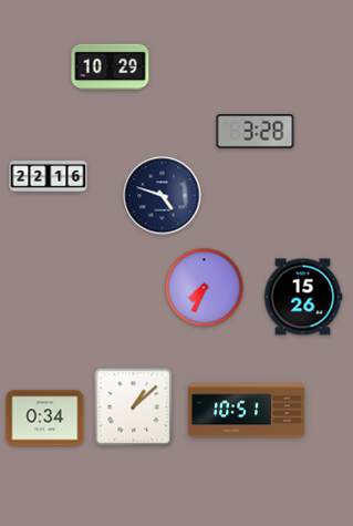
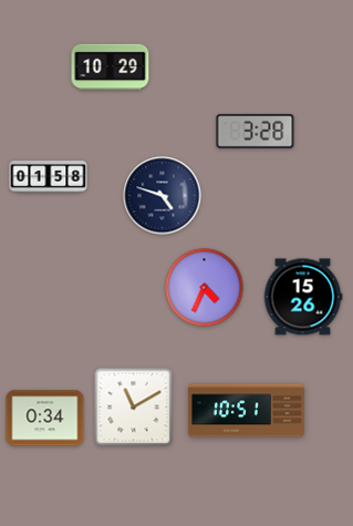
clock at (49, 177): 22:16 -> 01:58
clock at (205, 288): 7:34 -> 4:34
clock at (134, 408): 1:08 -> 11:10
